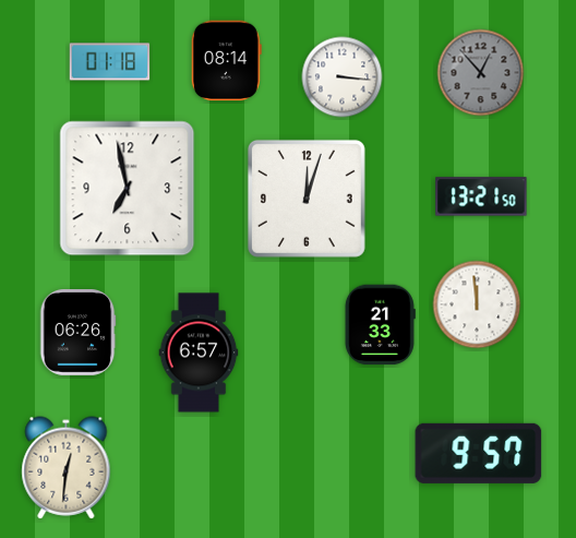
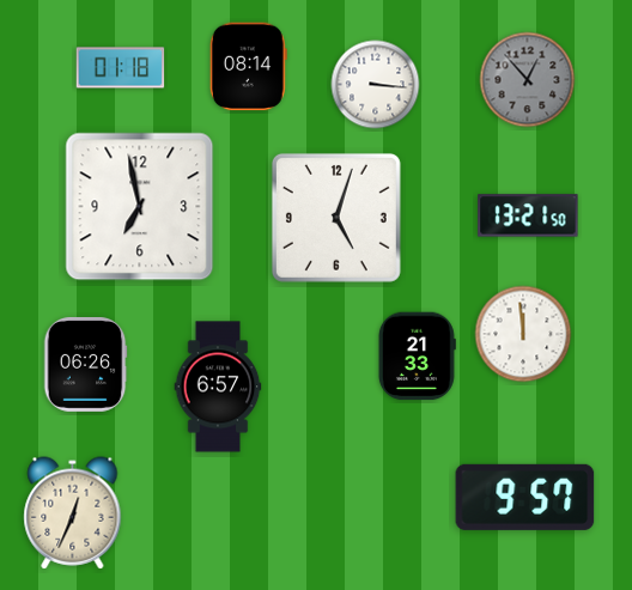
clock at (307, 199): 12:03 -> 5:03
clock at (67, 468): 12:31 -> 12:34
